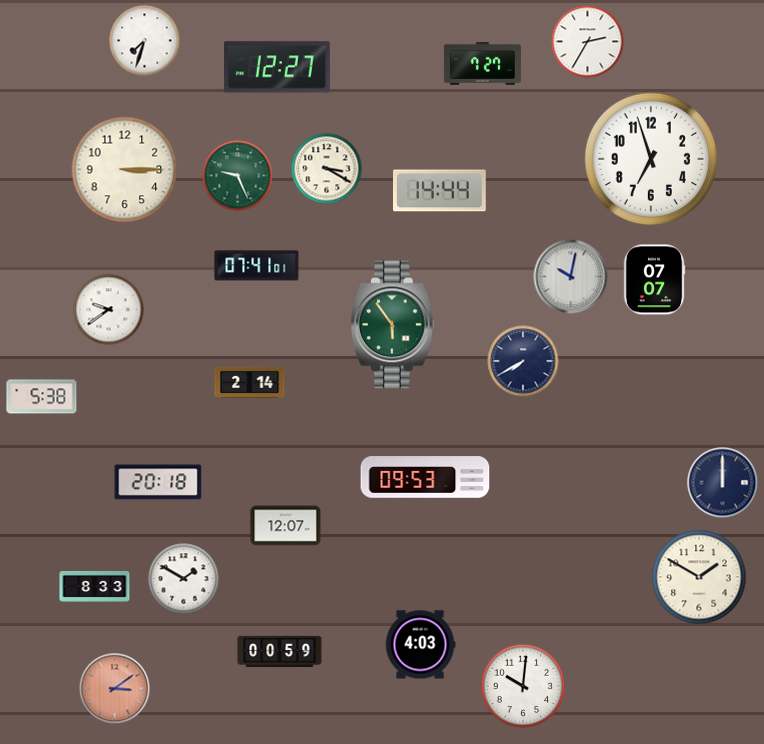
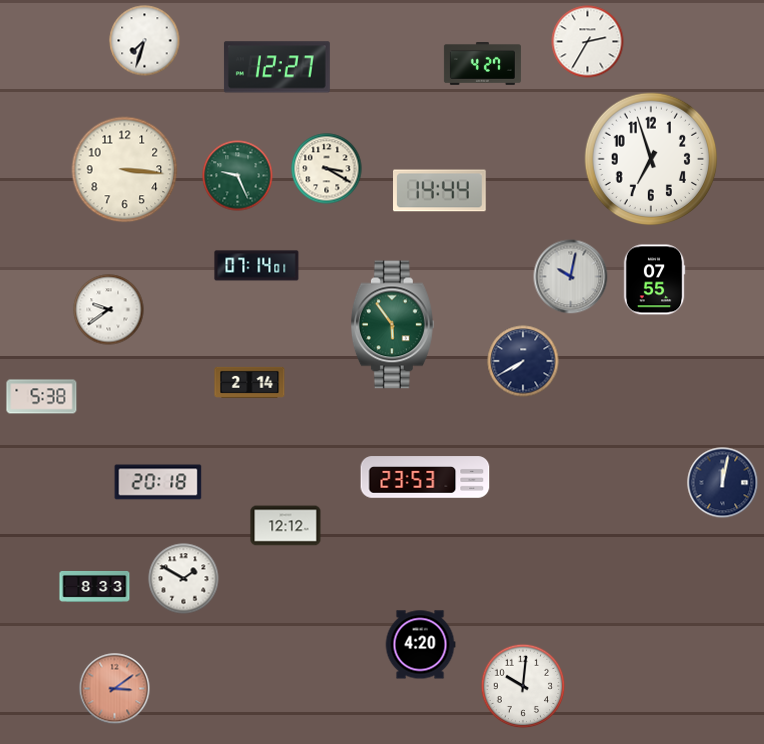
clock at (482, 64): 7:27 -> 4:27
clock at (125, 170): 3:15 -> 3:16
clock at (257, 266): 07:41 -> 07:14
clock at (654, 280): 07:07 -> 07:55
clock at (425, 477): 09:53 -> 23:53
clock at (723, 483): 12:00 -> 12:02
clock at (286, 526): 12:07 -> 12:12
clock at (699, 577): 1:50 -> none
clock at (420, 645): 4:03 -> 4:20
clock at (280, 651): 00:59 -> none
